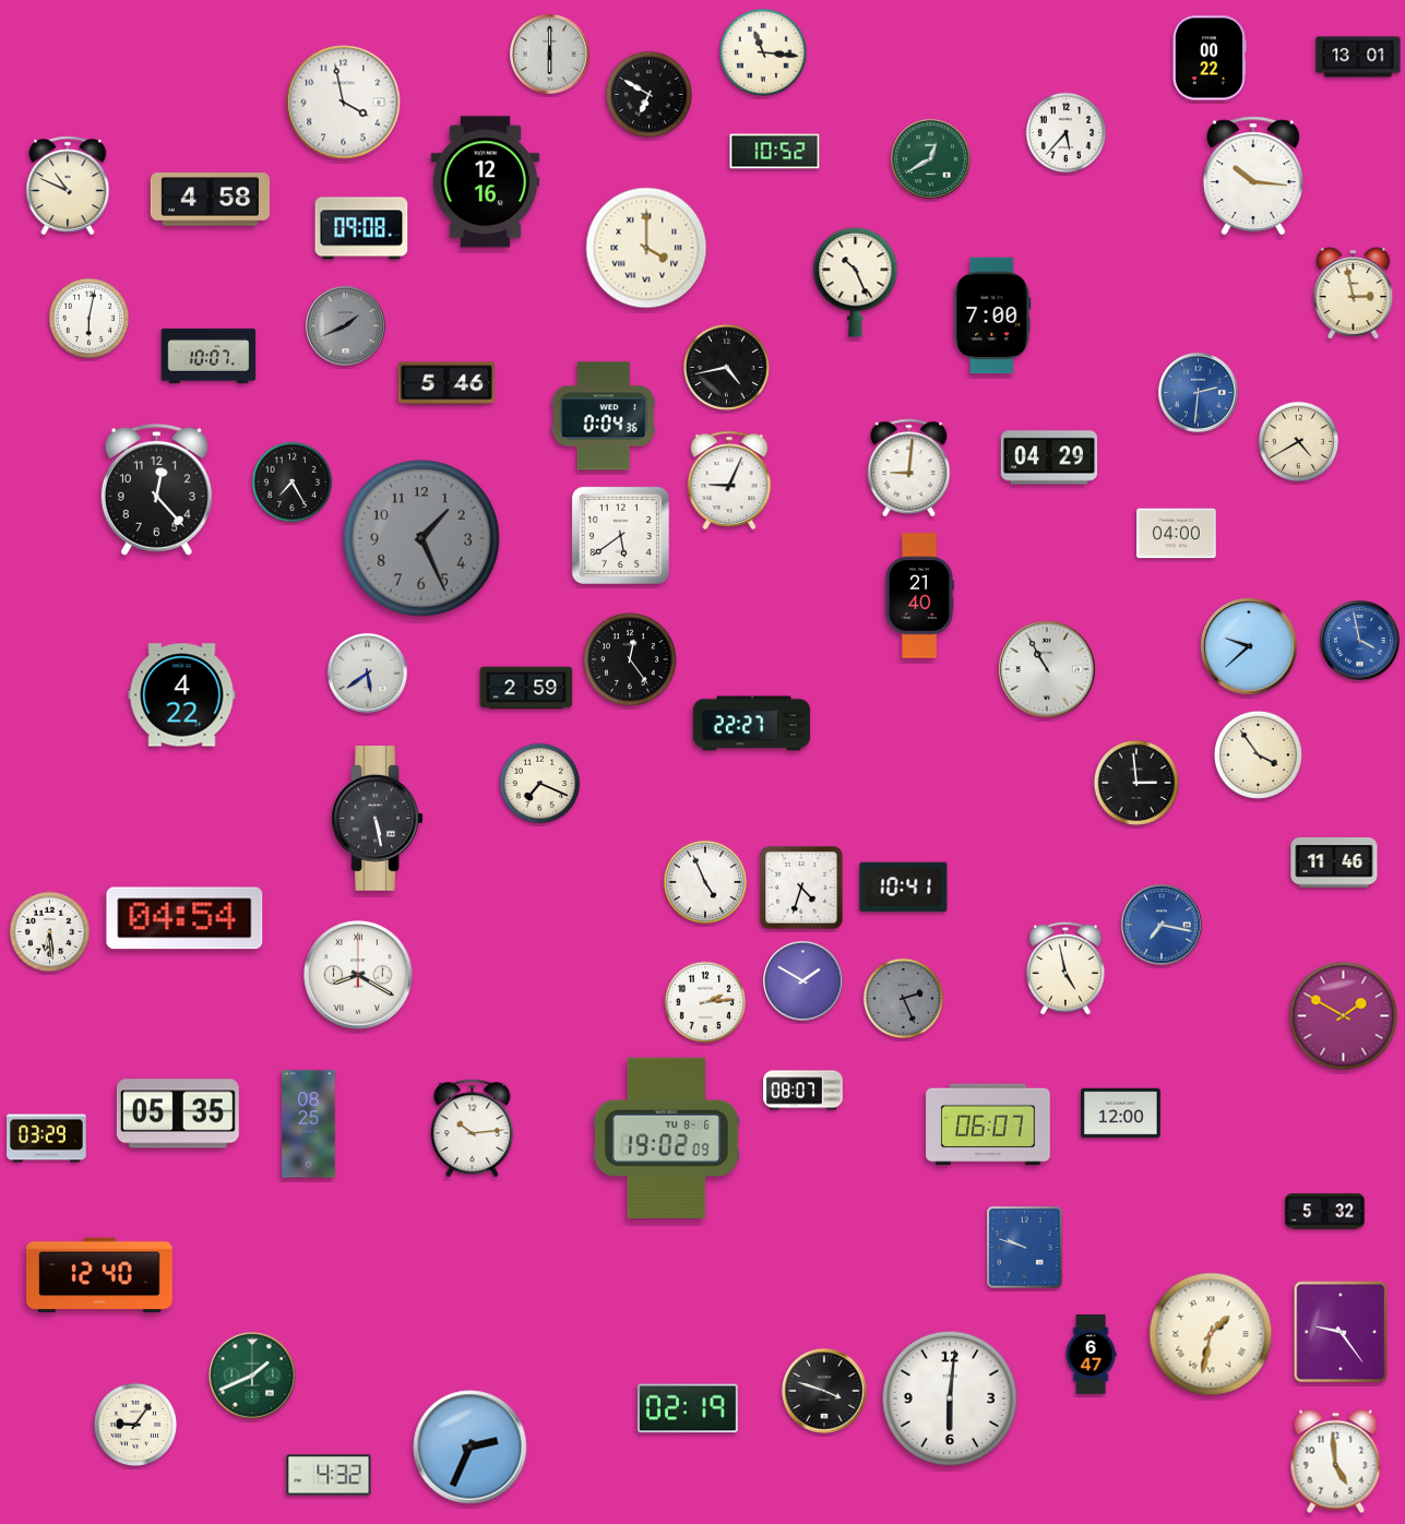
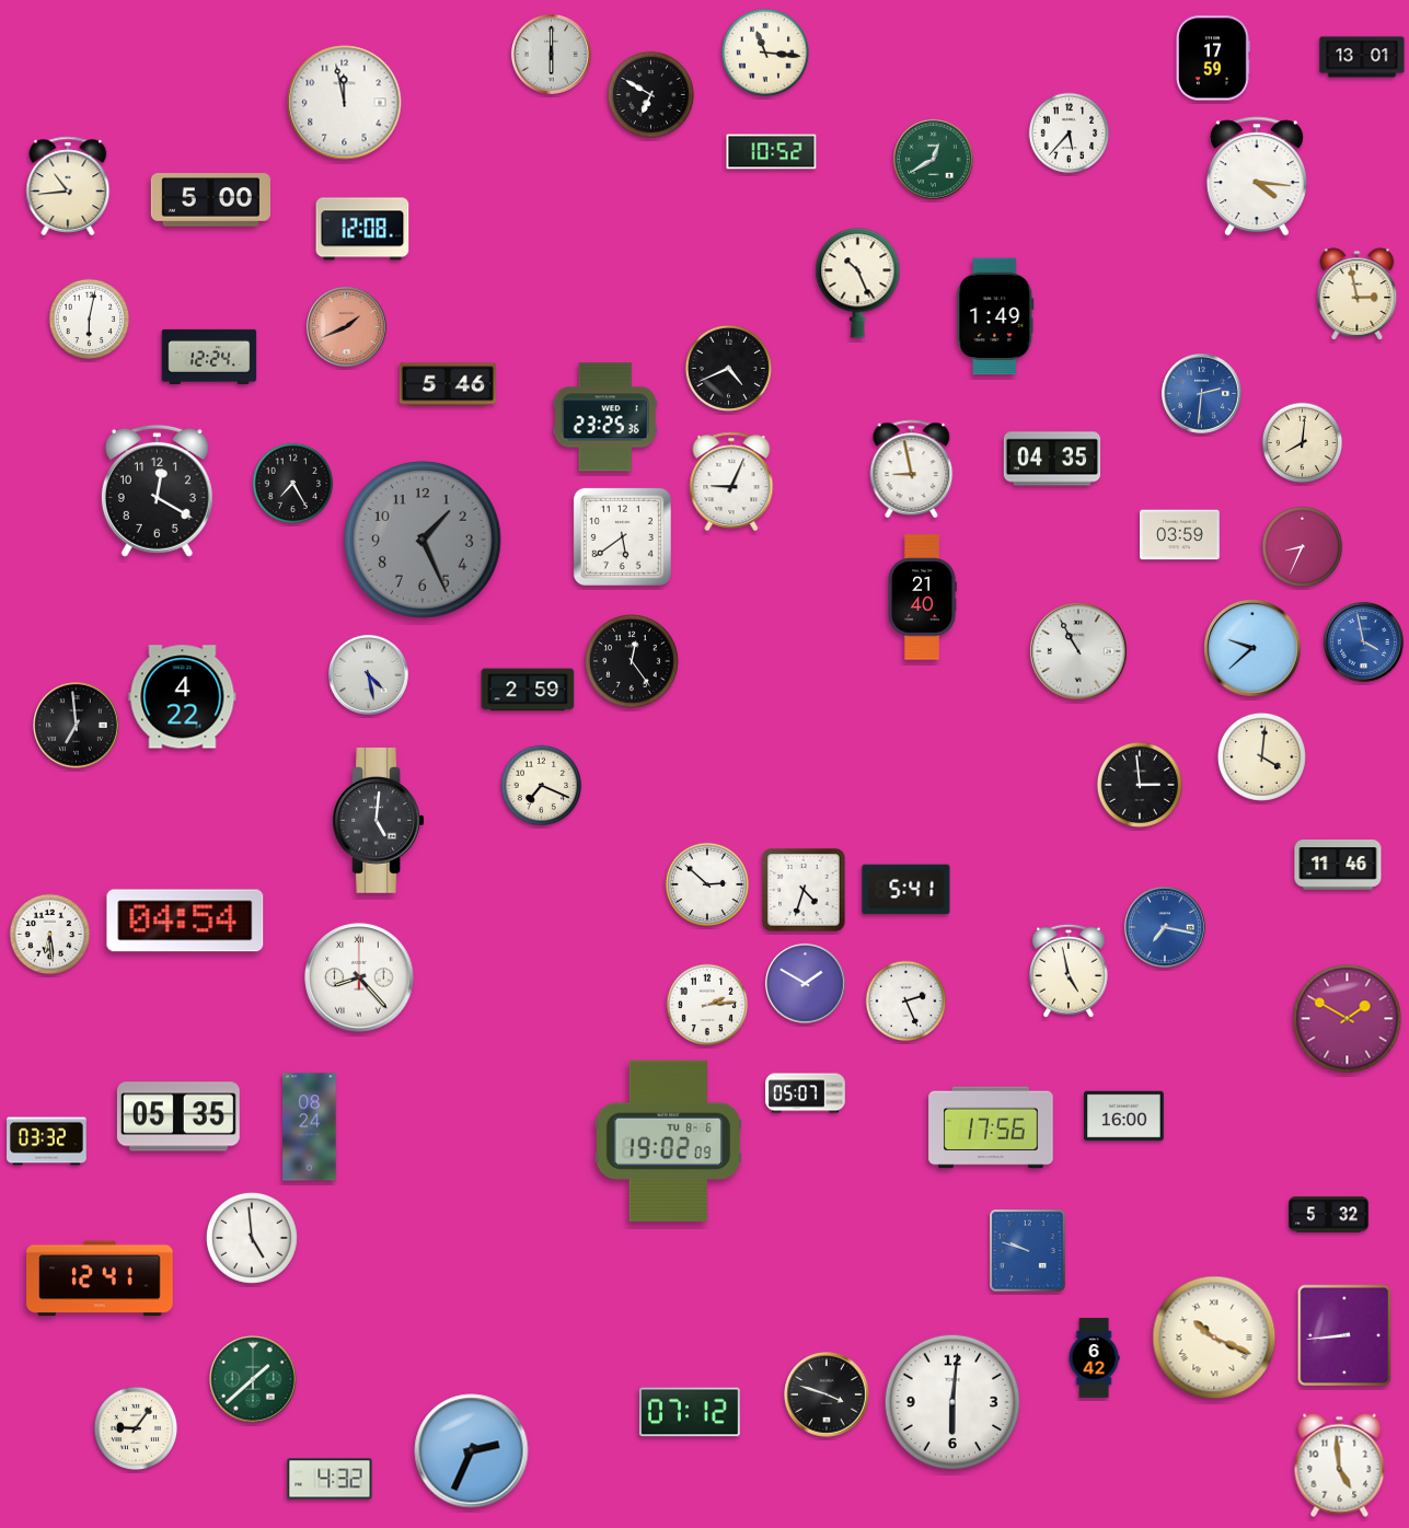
clock at (1210, 58): 00:22 -> 17:59
clock at (344, 103): 3:58 -> 11:58
clock at (775, 152) position: (775, 152) -> (772, 152)
clock at (1253, 176): 10:16 -> 4:16
clock at (486, 182): 12:16 -> none
clock at (68, 184): 10:49 -> 10:44
clock at (210, 200): 4:58 -> 5:00
clock at (361, 228): 09:08 -> 12:08
clock at (646, 248): 4:00 -> none
clock at (992, 315): 7:00 -> 1:49
clock at (345, 325) dial: grey -> salmon
clock at (209, 356): 10:07 -> 12:24
clock at (726, 367): 4:43 -> 4:41
clock at (604, 416): 0:04 -> 23:25
clock at (1299, 442): 4:40 -> 8:01
clock at (1049, 457): 04:29 -> 04:35
clock at (909, 467): 9:01 -> 8:58
clock at (156, 489): 12:23 -> 12:20
clock at (1177, 534): 04:00 -> 03:59
clock at (1303, 547): none -> 8:34
clock at (1047, 669) position: (1047, 669) -> (1078, 651)
clock at (367, 672): 5:39 -> 4:28
clock at (77, 726): none -> 6:59
clock at (752, 724): 22:27 -> none
clock at (1258, 754): 3:54 -> 4:01
clock at (378, 819): 5:28 -> 5:01
clock at (704, 881): 4:56 -> 2:52
clock at (904, 888): 10:41 -> 5:41
clock at (358, 975): 8:20 -> 8:23
clock at (904, 999) dial: grey -> white
clock at (803, 1091): 08:07 -> 05:07
clock at (1121, 1114): 12:00 -> 16:00
clock at (309, 1124): 08:25 -> 08:24
clock at (988, 1124): 06:07 -> 17:56
clock at (473, 1128): 10:14 -> none
clock at (47, 1139): 03:29 -> 03:32
clock at (252, 1238): none -> 4:59
clock at (99, 1275): 12:40 -> 12:41
clock at (1341, 1332): 9:24 -> 8:44
clock at (1211, 1334): 1:32 -> 10:19
clock at (1091, 1355): 6:47 -> 6:42
clock at (253, 1377): 1:41 -> 1:38
clock at (688, 1408): 02:19 -> 07:12
